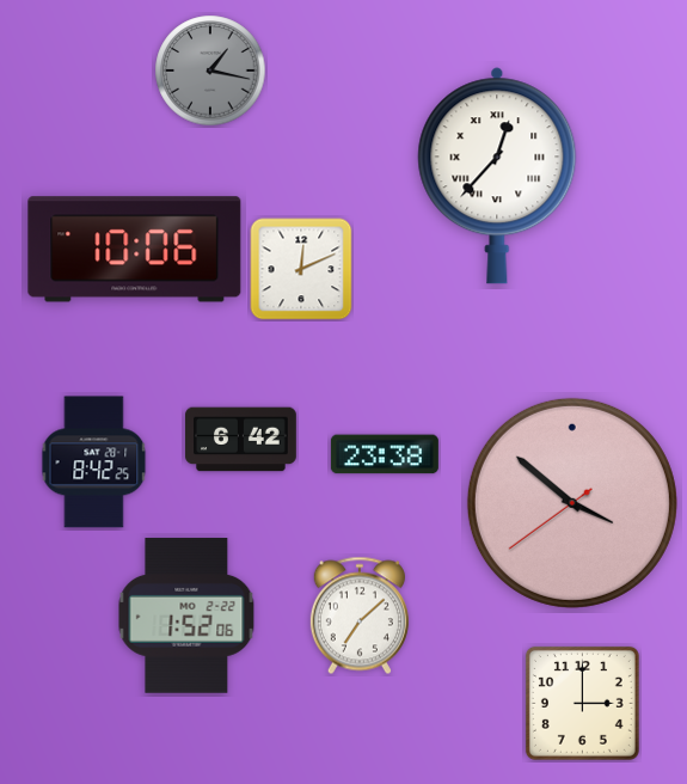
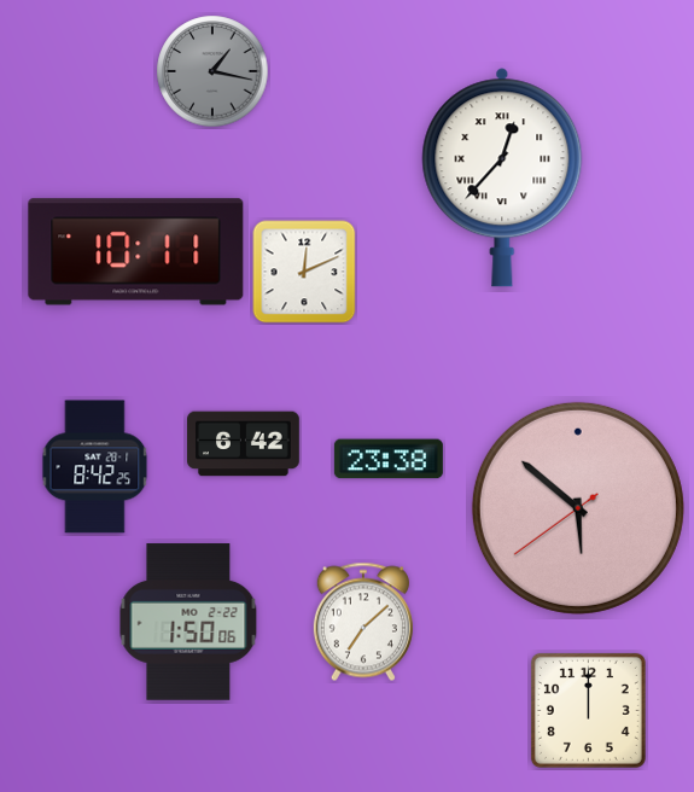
clock at (135, 250): 10:06 -> 10:11
clock at (572, 503): 3:51 -> 5:51
clock at (186, 615): 1:52 -> 1:50
clock at (582, 703): 3:00 -> 12:00
